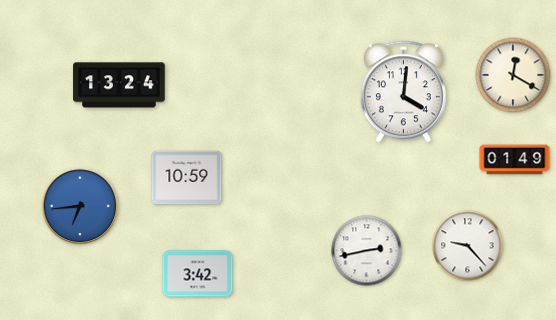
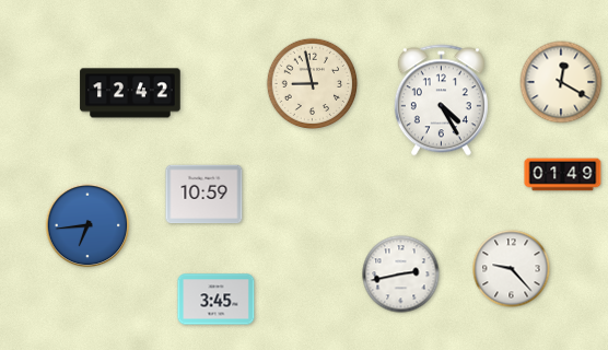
clock at (312, 83): none -> 8:58
clock at (119, 85): 13:24 -> 12:42
clock at (403, 92): 4:01 -> 4:25
clock at (198, 274): 3:42 -> 3:45
